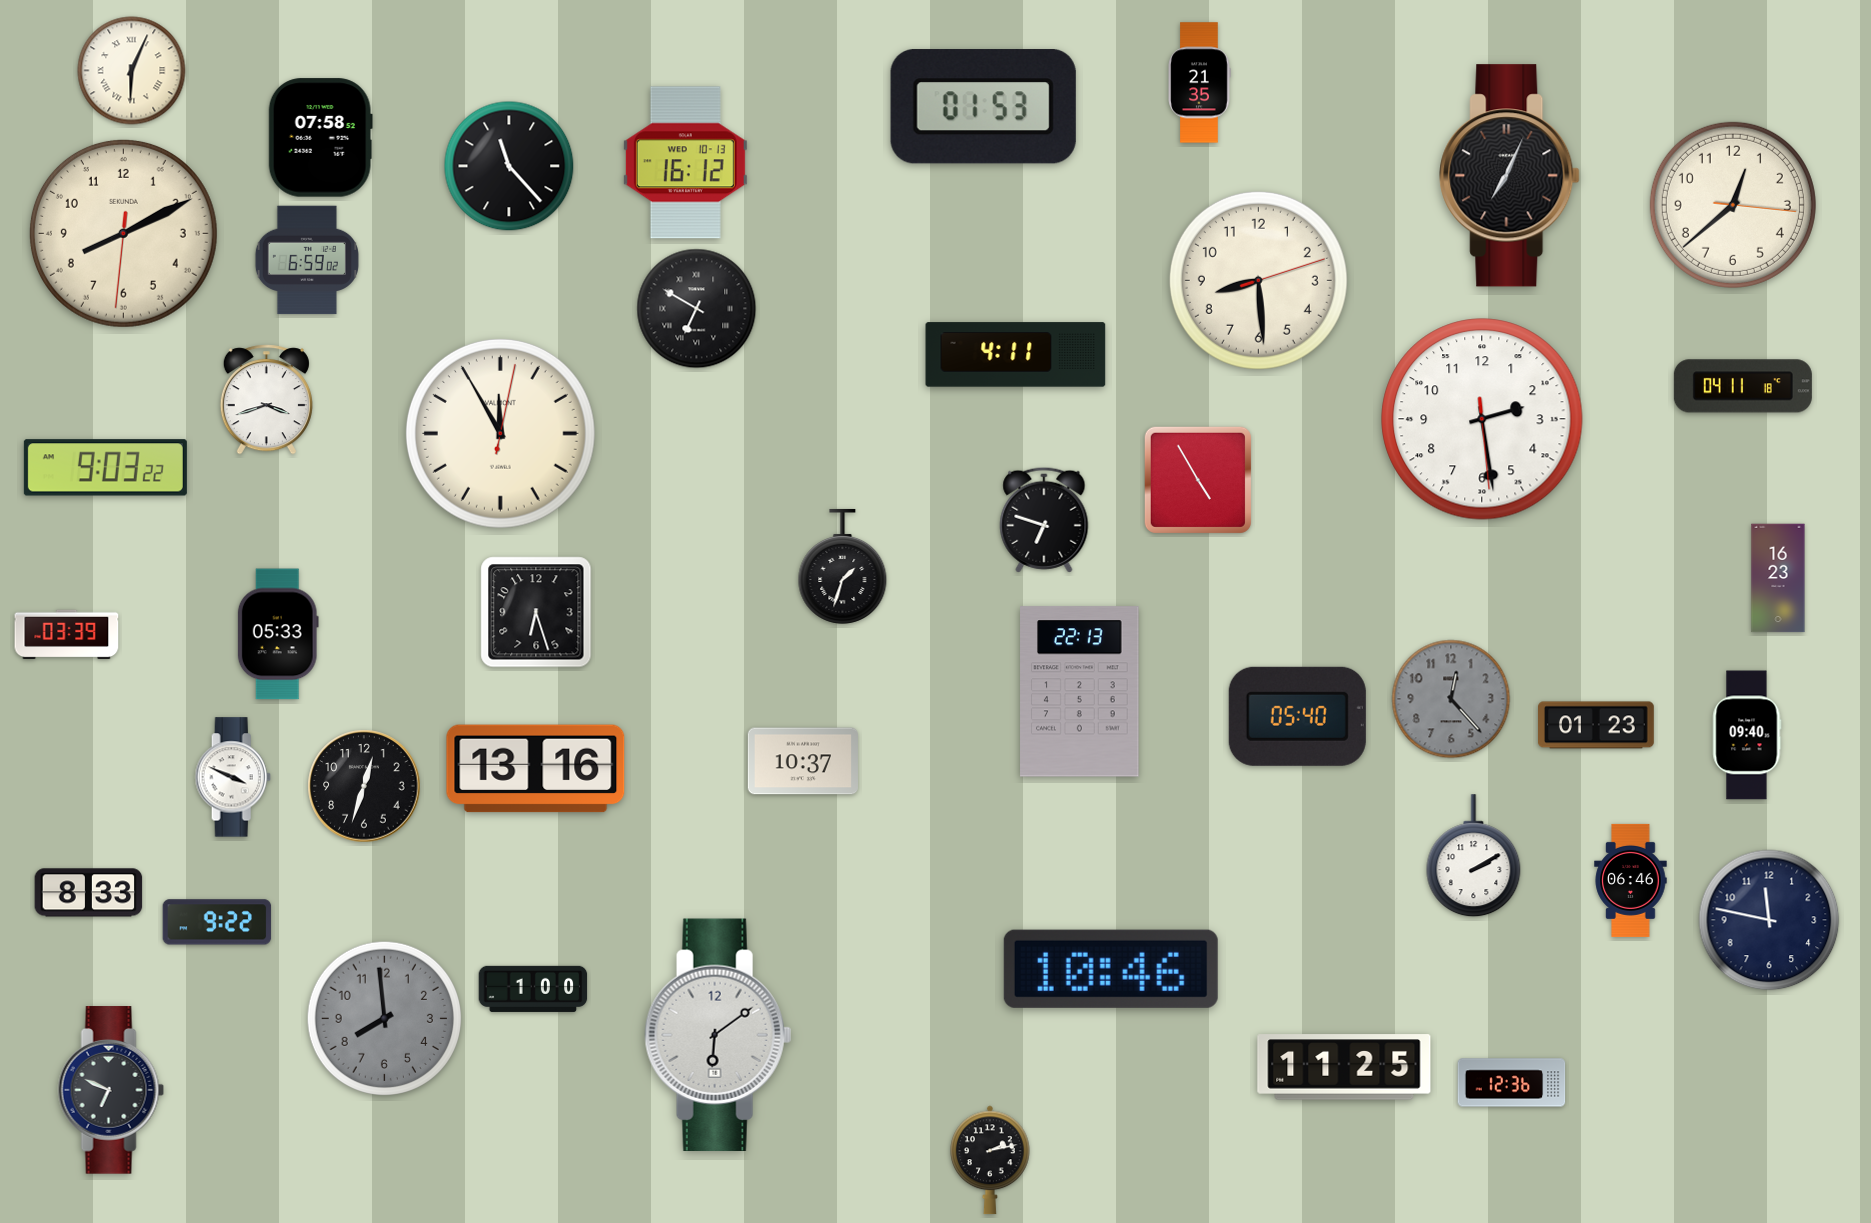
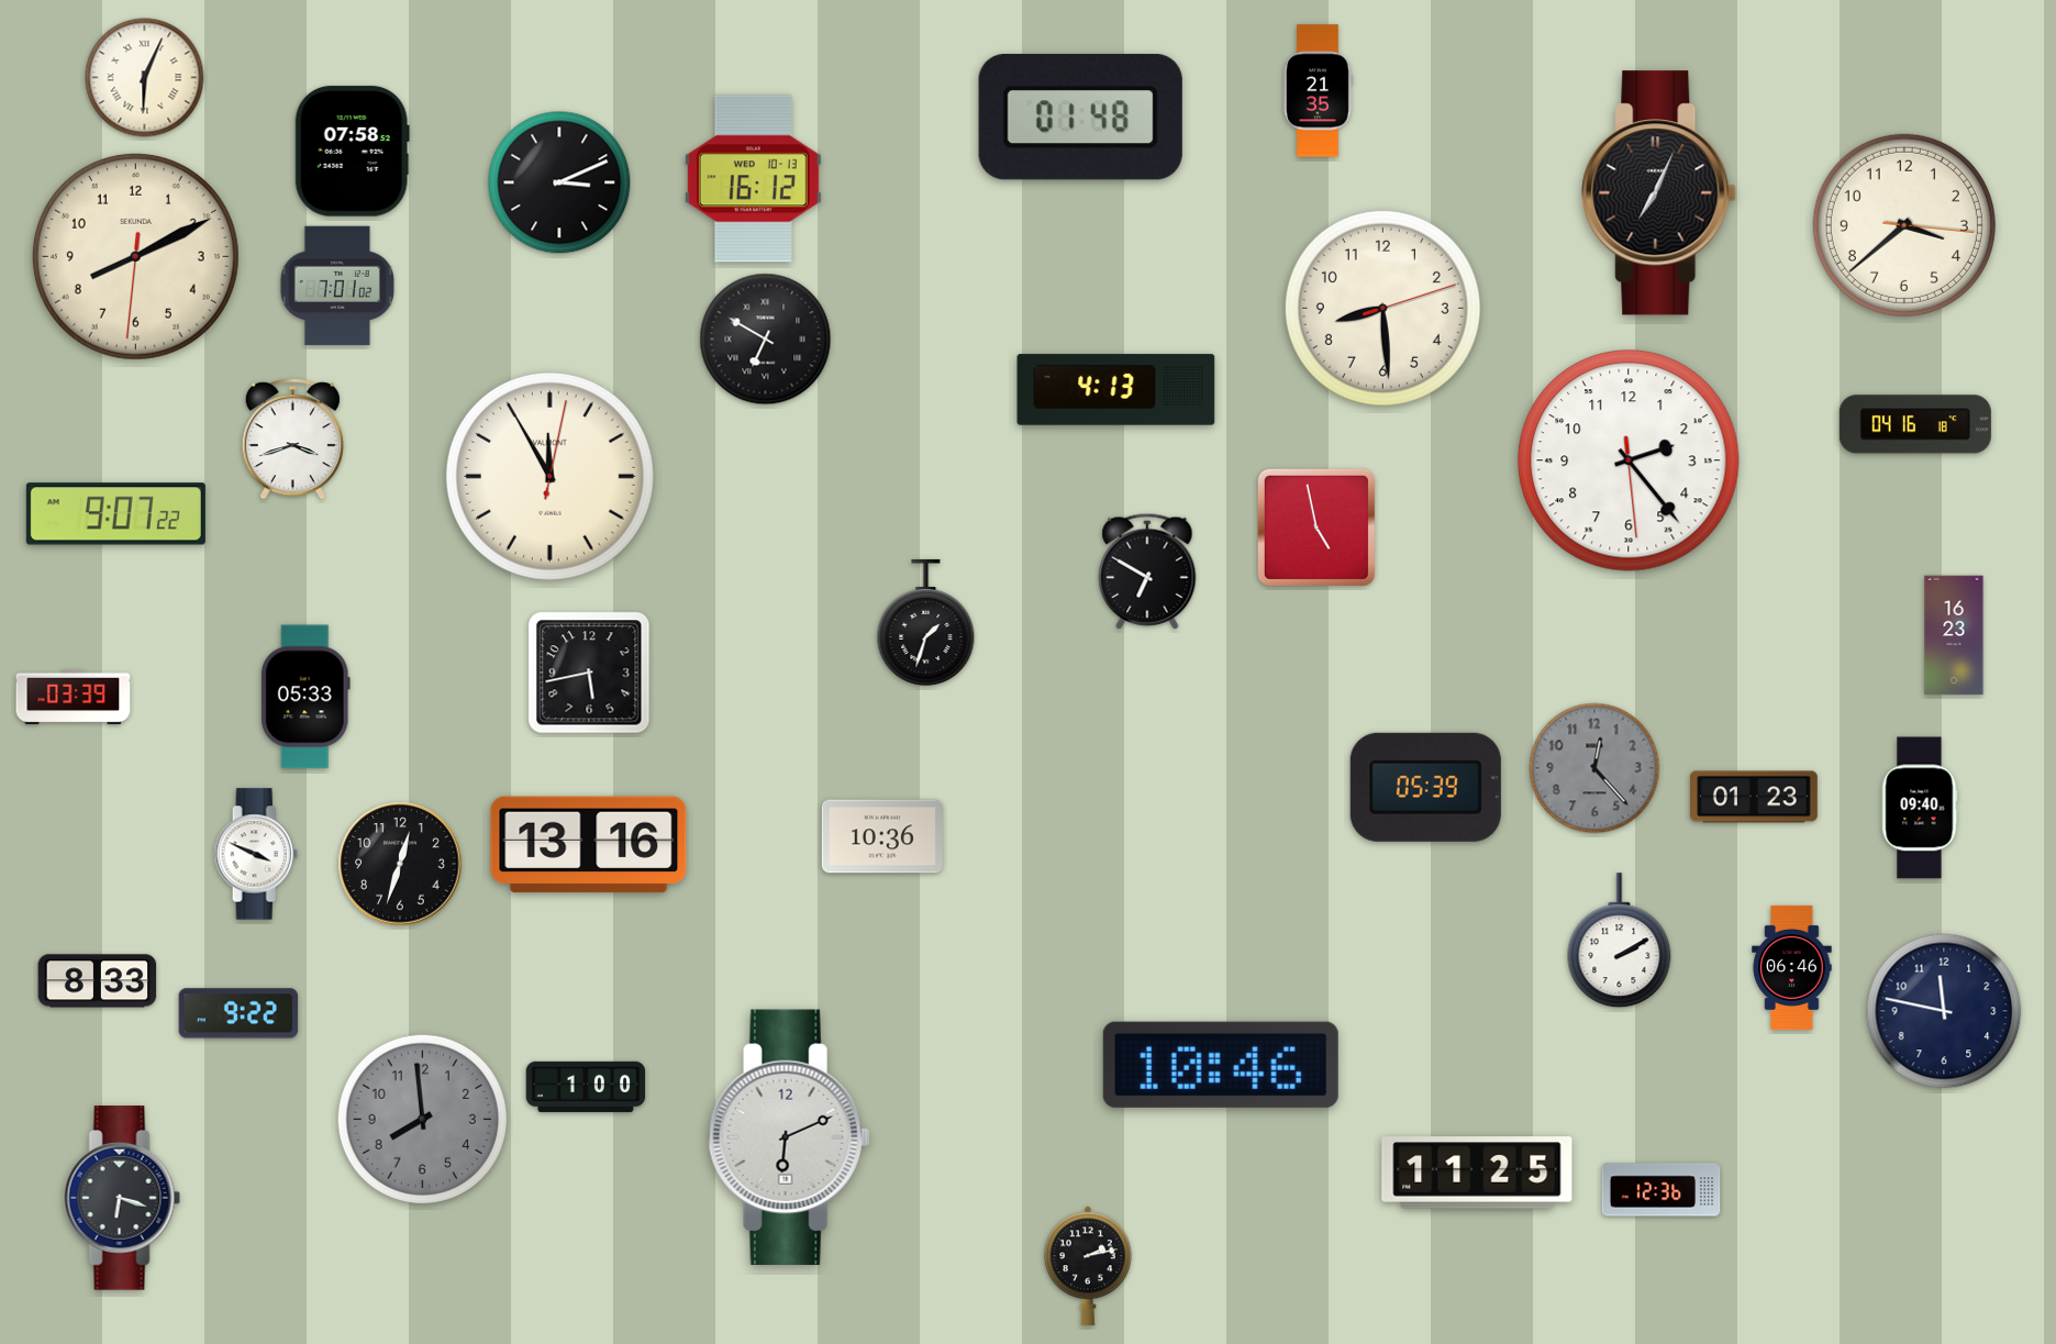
clock at (983, 107): 01:53 -> 01:48
clock at (509, 166): 11:23 -> 3:11
clock at (1733, 205): 12:38 -> 3:38
clock at (307, 260): 6:59 -> 7:01
clock at (1016, 355): 4:11 -> 4:13
clock at (1743, 386): 04:11 -> 04:16
clock at (1482, 419): 2:28 -> 2:23
clock at (105, 468): 9:03 -> 9:07
clock at (1198, 480): 4:55 -> 4:58
clock at (1044, 520): 6:48 -> 6:50
clock at (536, 612): 6:27 -> 5:43
clock at (1080, 692): 22:13 -> none
clock at (1297, 716): 05:40 -> 05:39
clock at (803, 761): 10:37 -> 10:36
clock at (718, 1034): 6:09 -> 6:11
clock at (111, 1090): 6:49 -> 6:18
clock at (990, 1160) position: (990, 1160) -> (1088, 1266)
